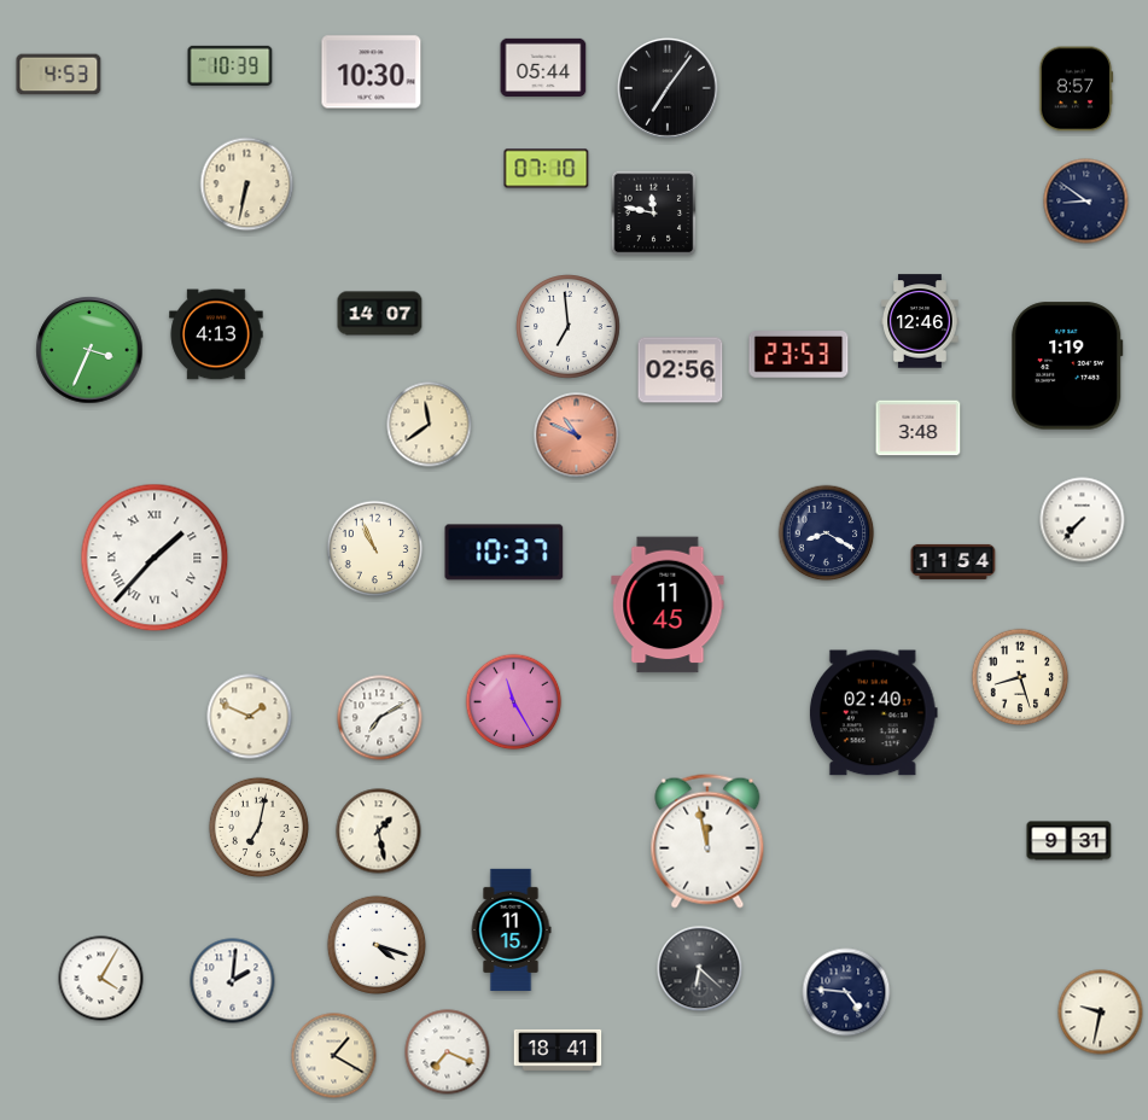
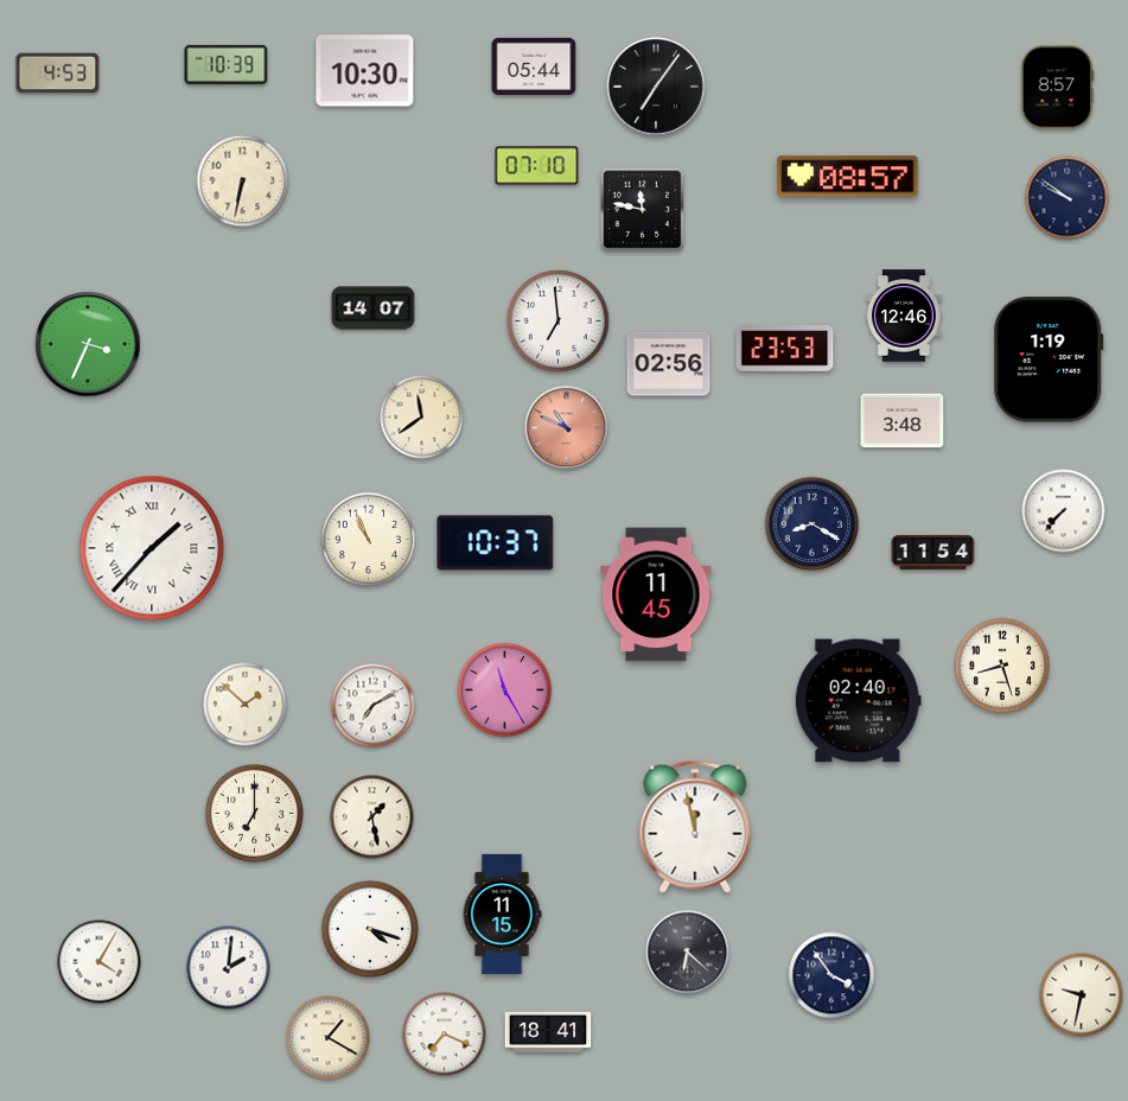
clock at (848, 177): none -> 08:57
clock at (1086, 202): 8:51 -> 9:51
clock at (216, 334): 4:13 -> none
clock at (954, 561) position: (954, 561) -> (933, 552)
clock at (250, 717): 1:49 -> 1:52
clock at (258, 827): 7:02 -> 7:00
clock at (1070, 841): 9:31 -> none
clock at (233, 981) position: (233, 981) -> (229, 968)
clock at (846, 992): 4:46 -> 3:54
clock at (448, 1052) position: (448, 1052) -> (445, 1035)
